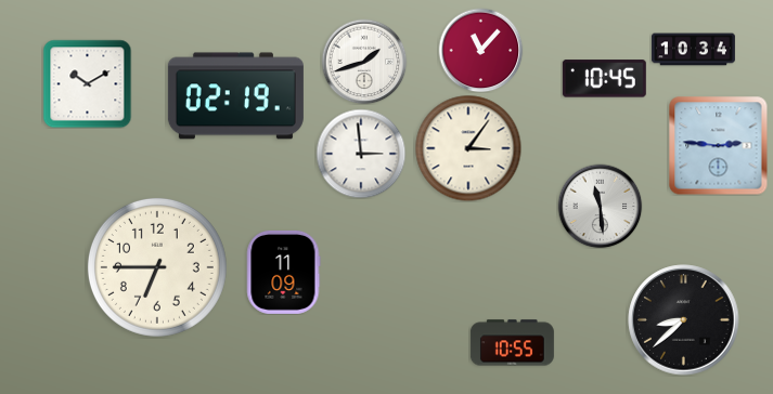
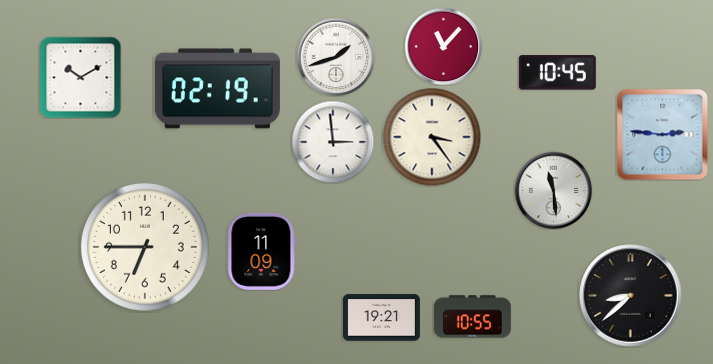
clock at (693, 50): 10:34 -> none
clock at (468, 148): 3:06 -> 3:24
clock at (381, 318): none -> 19:21
